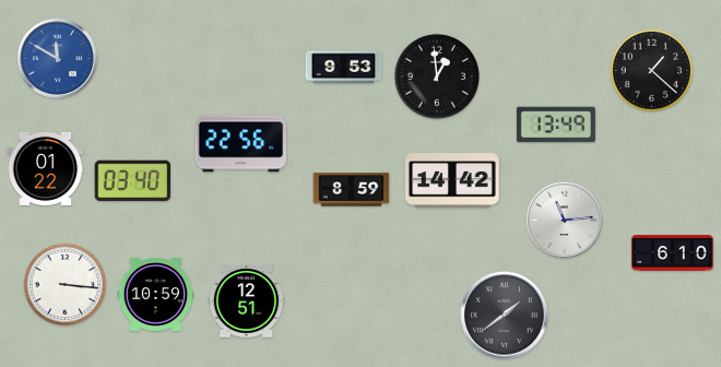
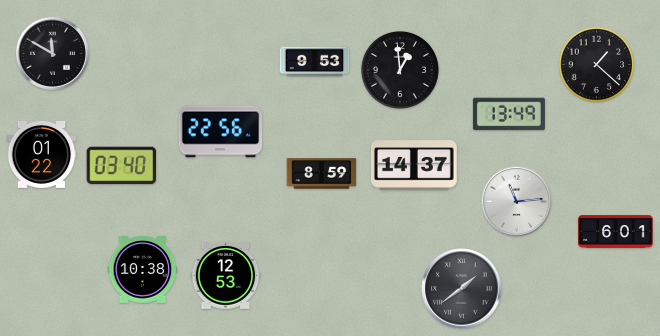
clock at (57, 58) dial: blue -> black
clock at (452, 180): 14:42 -> 14:37
clock at (673, 253): 6:10 -> 6:01
clock at (66, 285): 3:16 -> none
clock at (156, 295): 10:59 -> 10:38
clock at (247, 301): 12:51 -> 12:53
